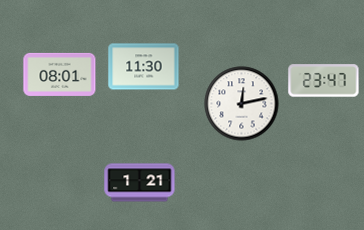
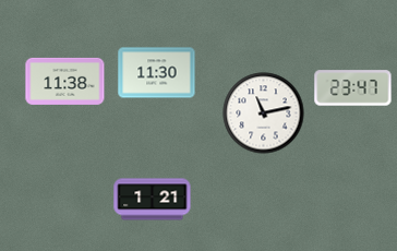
clock at (60, 74): 08:01 -> 11:38
clock at (242, 104): 12:13 -> 11:13
